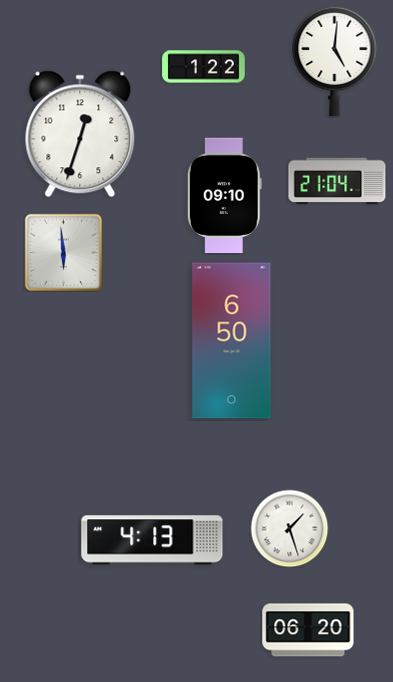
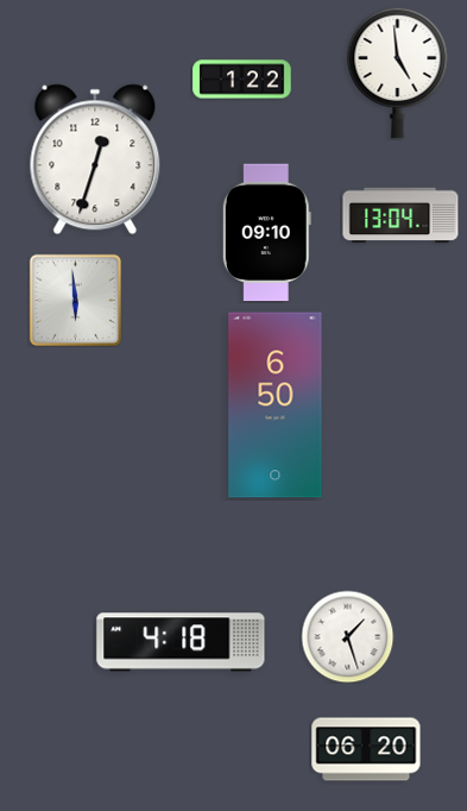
clock at (335, 61): 5:01 -> 4:59
clock at (337, 181): 21:04 -> 13:04
clock at (289, 528) position: (289, 528) -> (347, 636)
clock at (152, 540): 4:13 -> 4:18
